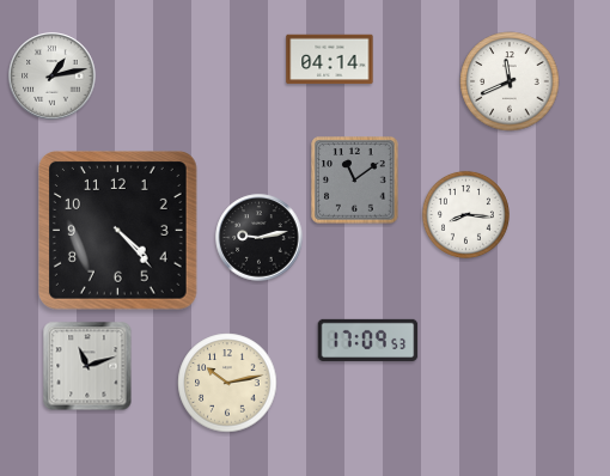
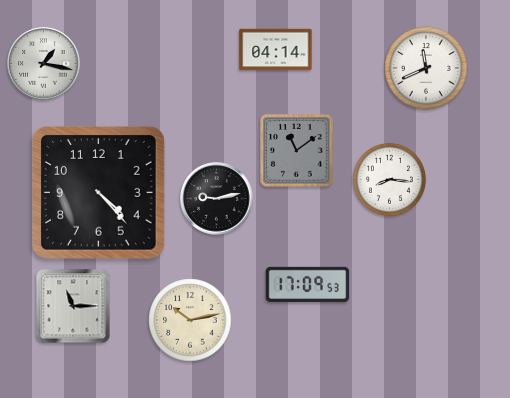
clock at (53, 77): 1:13 -> 1:17
clock at (87, 366): 11:12 -> 11:15
